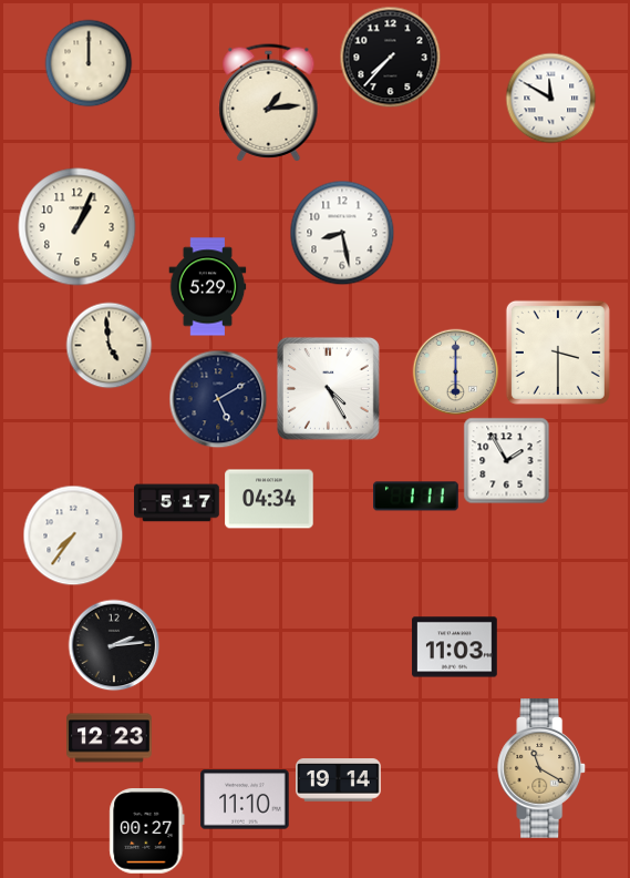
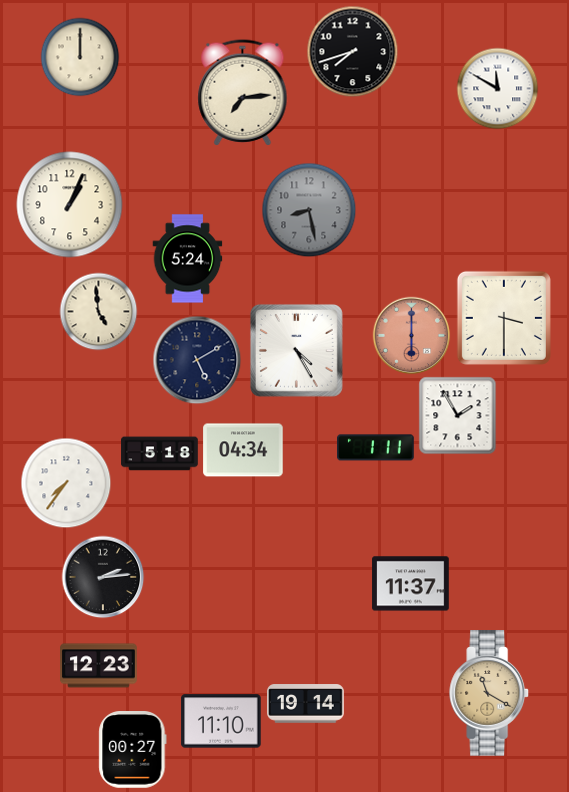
clock at (390, 57): 7:37 -> 7:42
clock at (269, 103): 1:14 -> 7:14
clock at (342, 233) dial: white -> grey
clock at (208, 287): 5:29 -> 5:24
clock at (455, 371) dial: cream -> salmon
clock at (177, 503): 5:17 -> 5:18
clock at (114, 645) position: (114, 645) -> (103, 577)
clock at (455, 647): 11:03 -> 11:37
